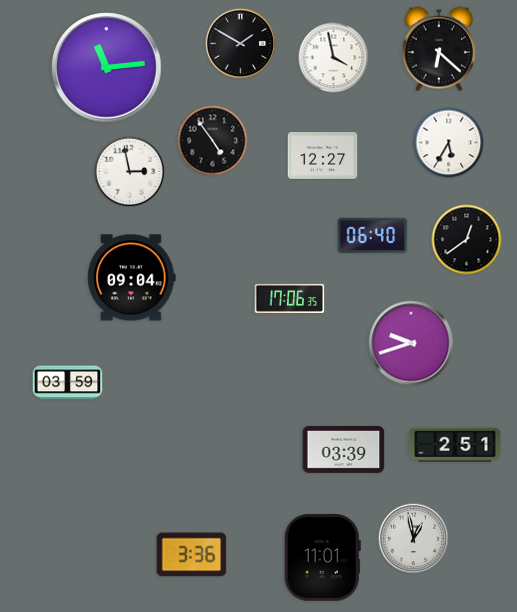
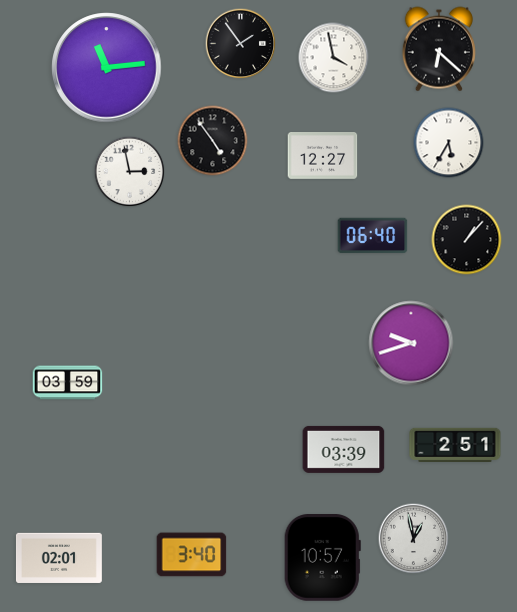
clock at (241, 44): 1:50 -> 1:54
clock at (467, 240): 12:39 -> 1:07
clock at (132, 278): 09:04 -> none
clock at (290, 298): 17:06 -> none
clock at (192, 555): 3:36 -> 3:40
clock at (59, 558): none -> 02:01
clock at (322, 558): 11:01 -> 10:57
